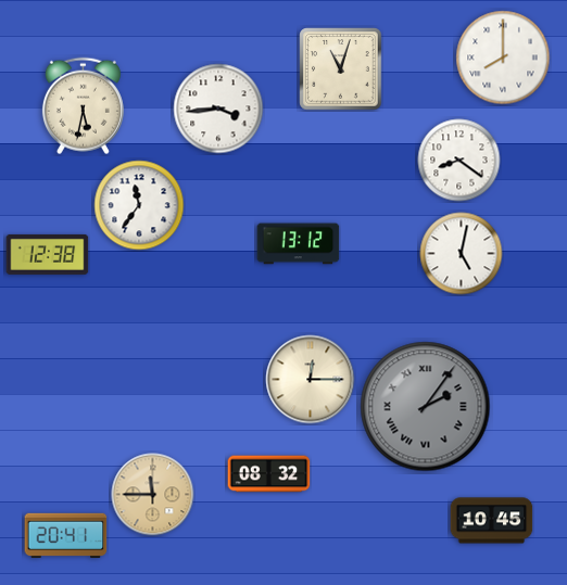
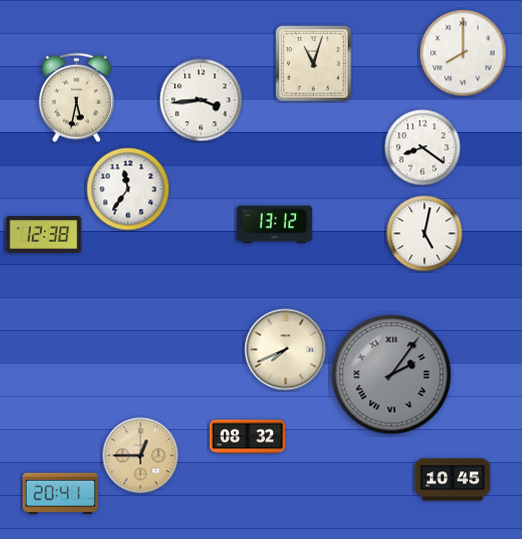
clock at (311, 380): 12:15 -> 7:41
clock at (153, 495): 11:45 -> 12:45
